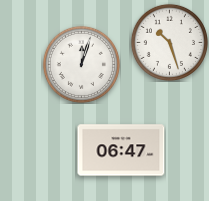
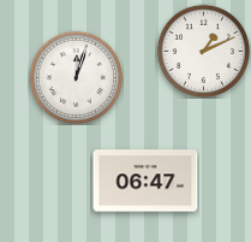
clock at (169, 42): 10:27 -> 1:11
clock at (81, 64) position: (81, 64) -> (76, 77)
